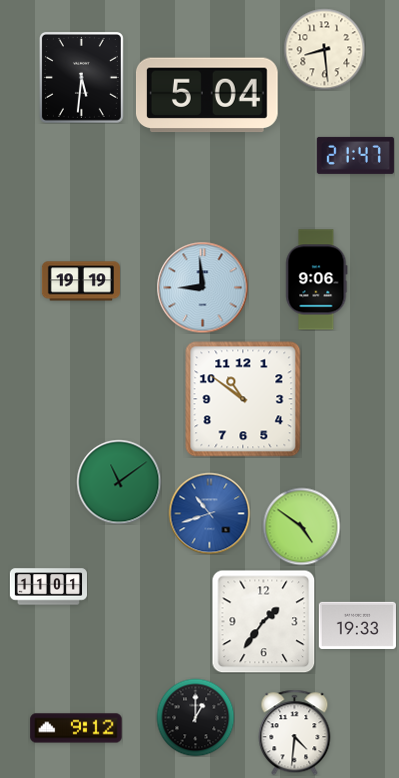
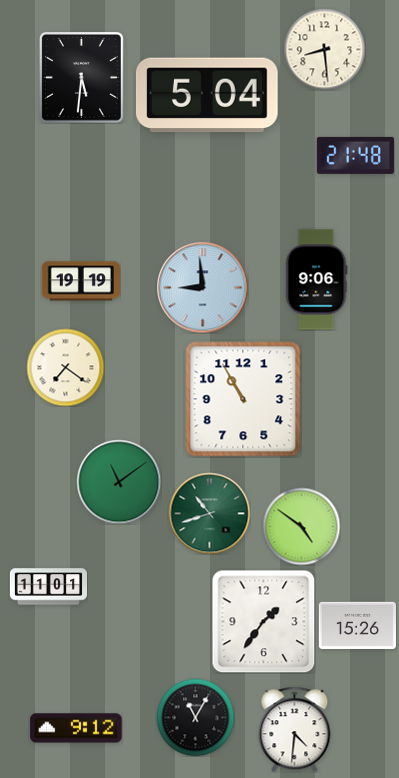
clock at (355, 155): 21:47 -> 21:48
clock at (65, 367): none -> 7:21
clock at (243, 399): 10:51 -> 10:55
clock at (209, 513) dial: blue -> green
clock at (357, 625): 19:33 -> 15:26
clock at (195, 717): 1:00 -> 11:05
clock at (295, 732) position: (295, 732) -> (295, 729)
